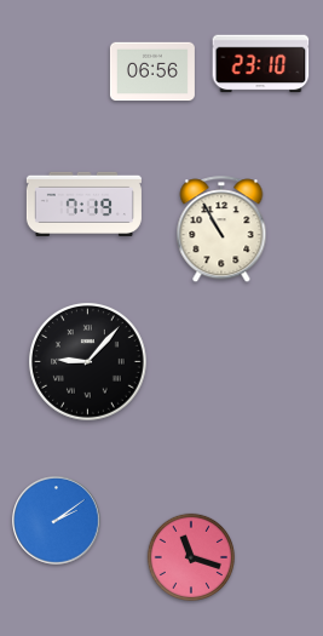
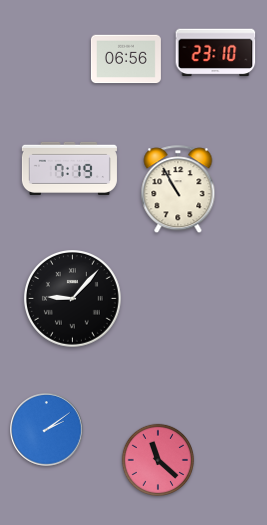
clock at (221, 230) position: (221, 230) -> (178, 190)
clock at (191, 557): 11:18 -> 11:22
